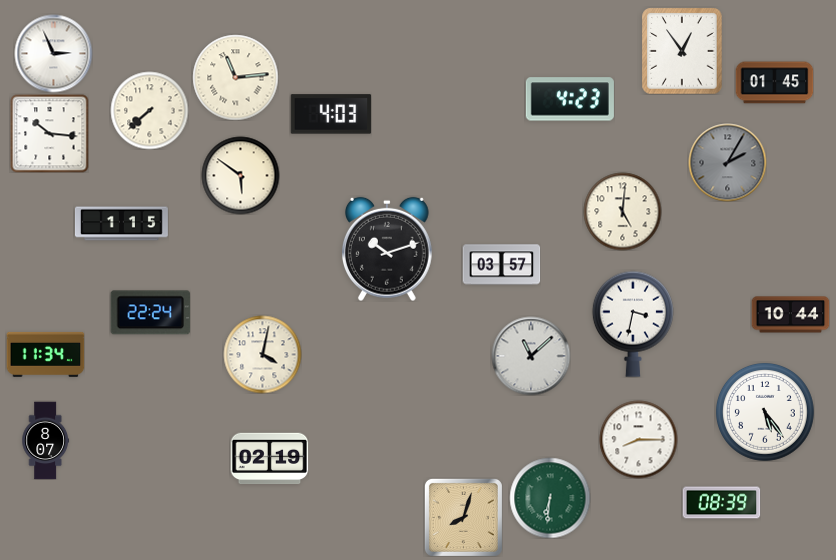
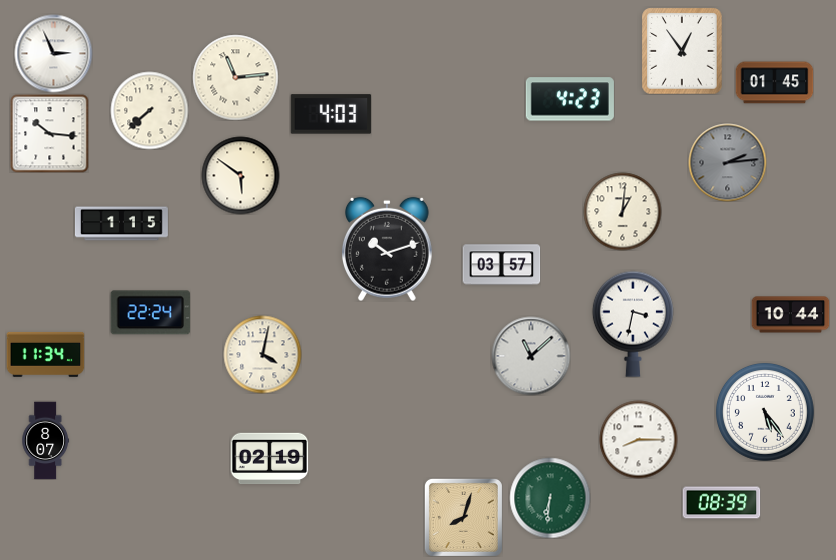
clock at (727, 162): 2:05 -> 2:14
clock at (622, 211): 5:01 -> 1:01
